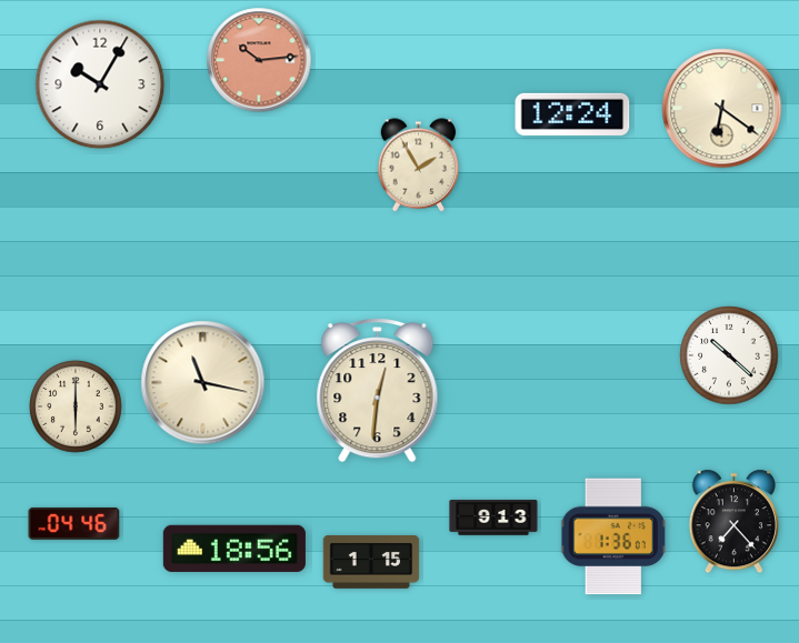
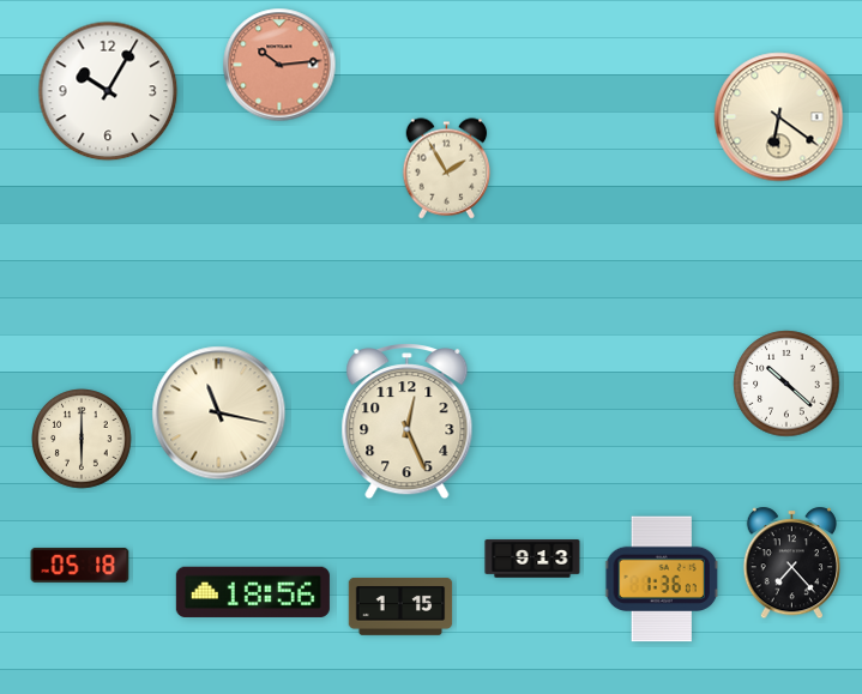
clock at (572, 114): 12:24 -> none
clock at (419, 165) position: (419, 165) -> (447, 169)
clock at (378, 391): 12:31 -> 12:26
clock at (74, 523): 04:46 -> 05:18
